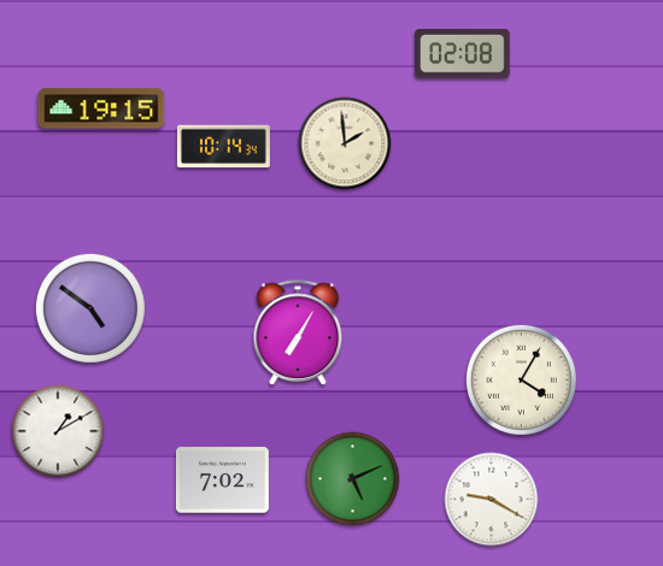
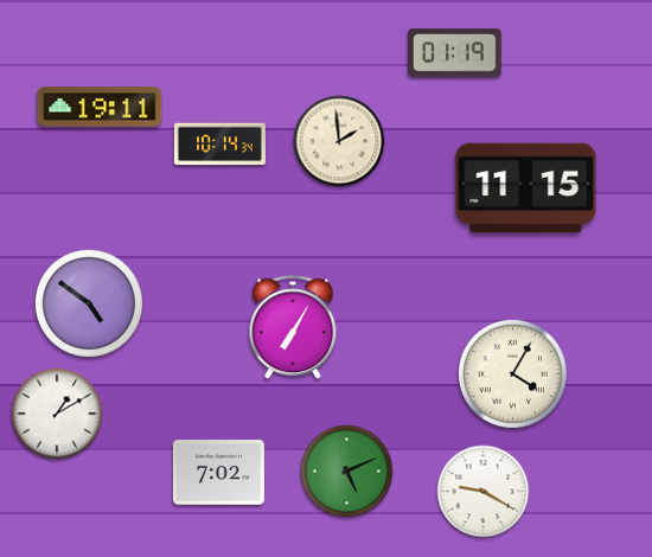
clock at (463, 54): 02:08 -> 01:19
clock at (101, 108): 19:15 -> 19:11
clock at (526, 188): none -> 11:15
clock at (58, 431) position: (58, 431) -> (57, 414)
